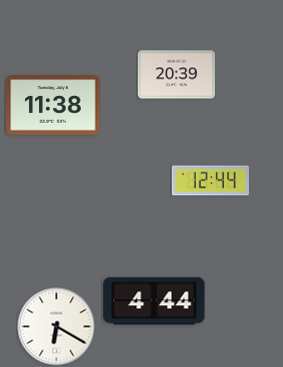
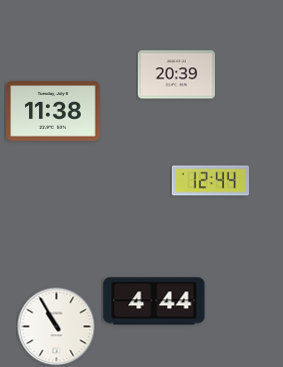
clock at (53, 105) position: (53, 105) -> (53, 111)
clock at (56, 326): 6:20 -> 10:55
